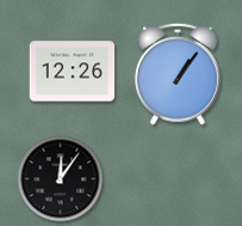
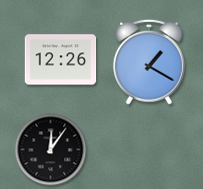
clock at (178, 74): 1:06 -> 1:20
